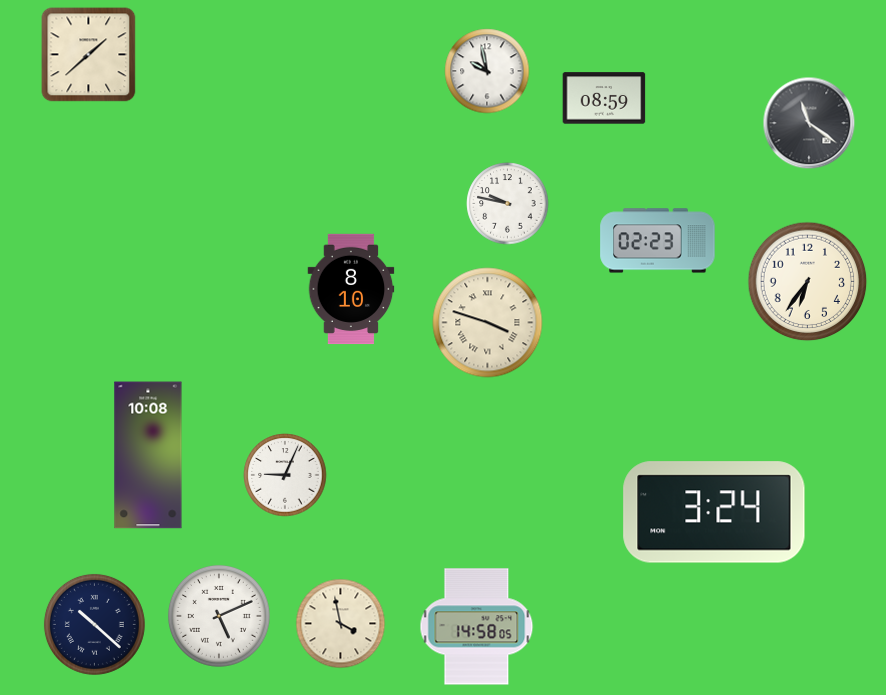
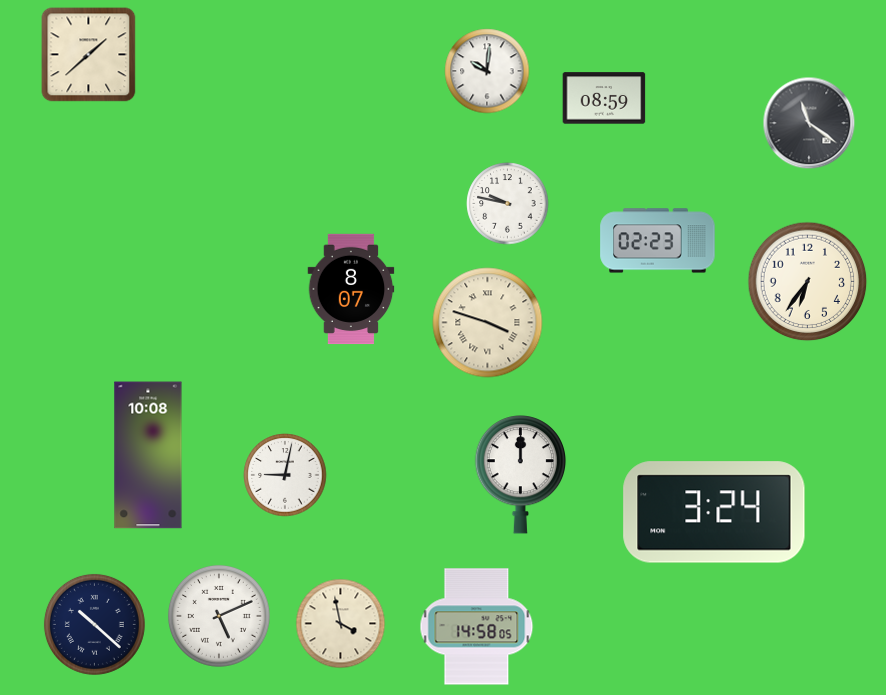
clock at (487, 71): 9:58 -> 10:01
clock at (351, 289): 8:10 -> 8:07
clock at (285, 475): 9:04 -> 9:02
clock at (521, 475): none -> 12:00
